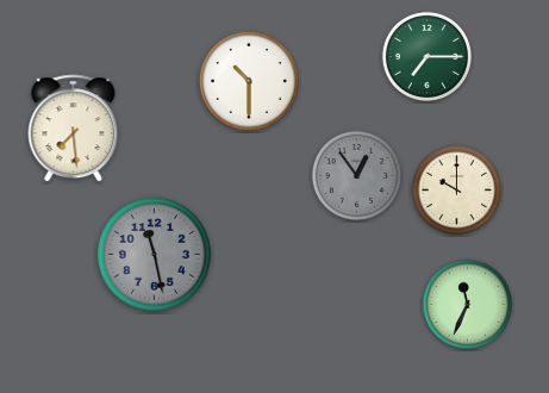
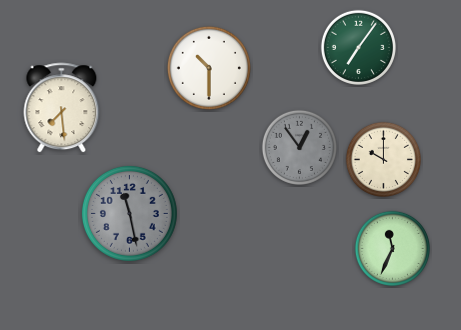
clock at (426, 56): 7:15 -> 7:06
clock at (467, 304) position: (467, 304) -> (392, 248)
